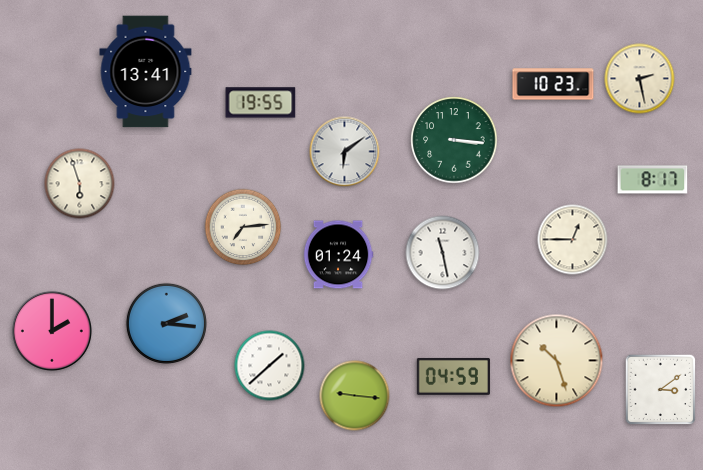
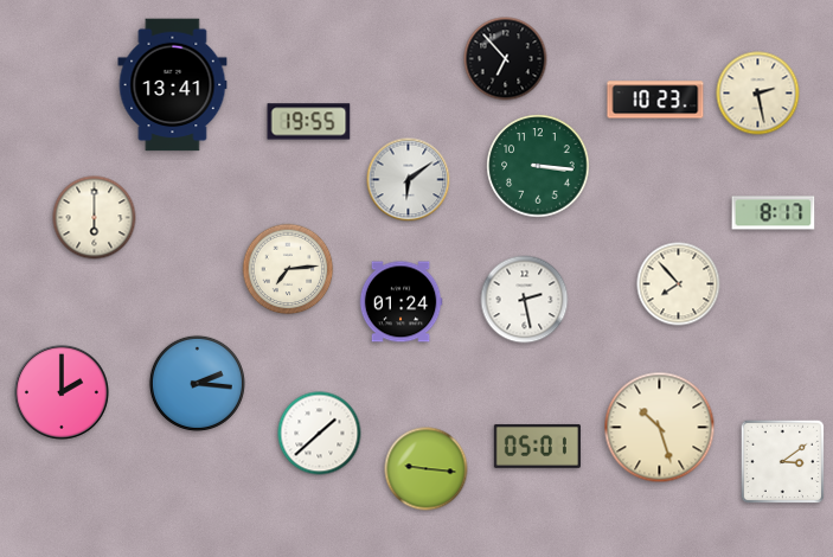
clock at (506, 59): none -> 6:53
clock at (80, 184): 5:57 -> 6:00
clock at (573, 240): 12:45 -> 7:53
clock at (443, 253): 11:28 -> 2:28
clock at (453, 376): 04:59 -> 05:01
clock at (355, 396) position: (355, 396) -> (427, 469)
